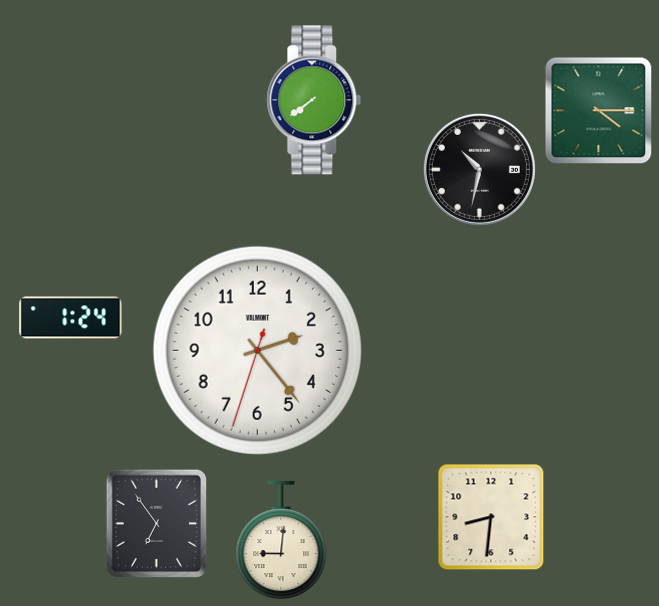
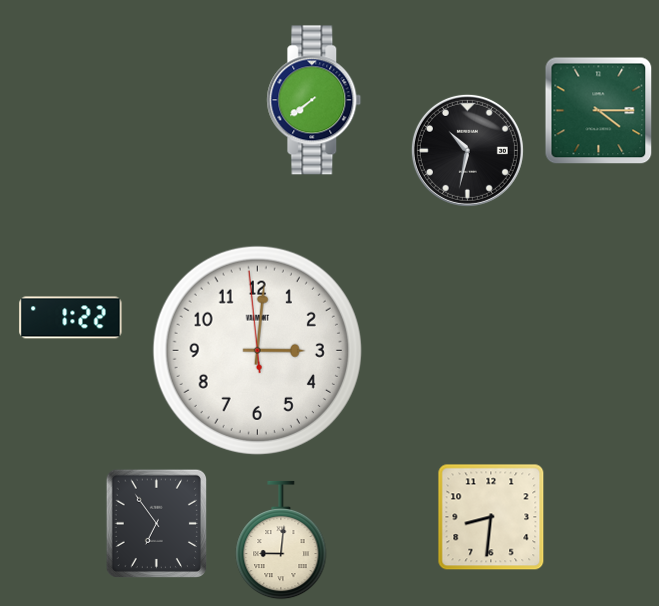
clock at (479, 169) position: (479, 169) -> (467, 150)
clock at (71, 318): 1:24 -> 1:22
clock at (257, 350): 2:23 -> 3:00
